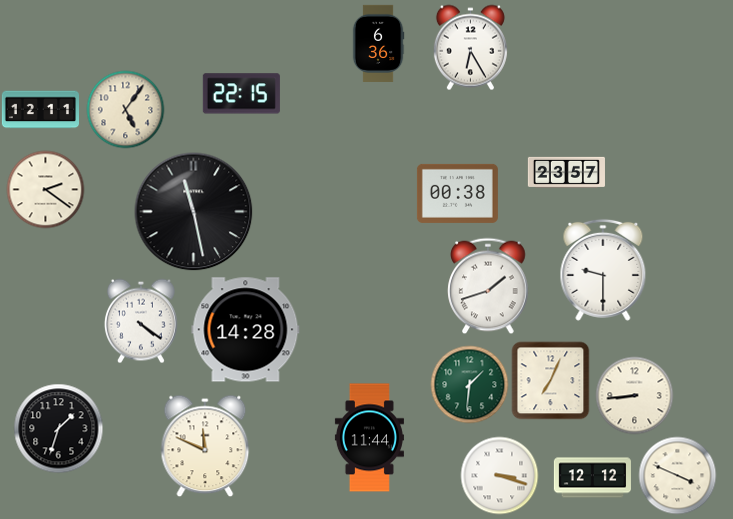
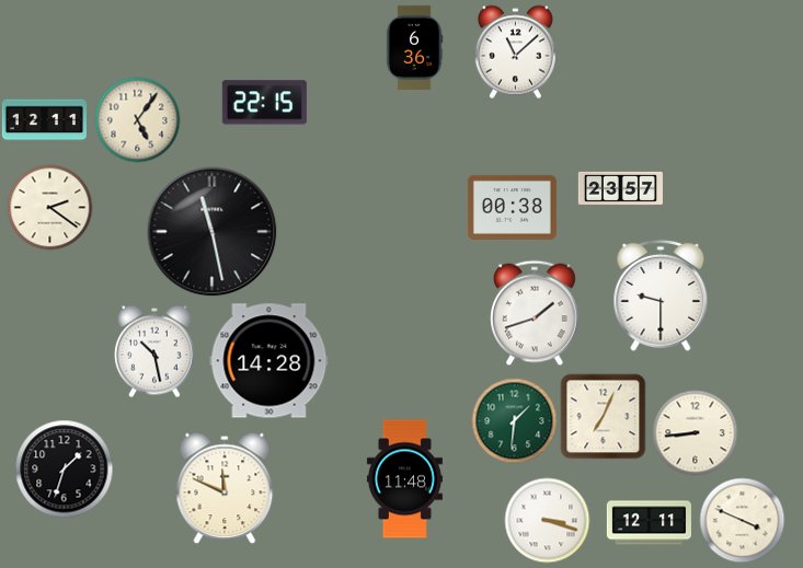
clock at (470, 47): 6:25 -> 11:08
clock at (457, 193) position: (457, 193) -> (512, 207)
clock at (141, 321): 4:21 -> 10:28
clock at (369, 438): 11:44 -> 11:48
clock at (592, 478): 12:12 -> 12:11
